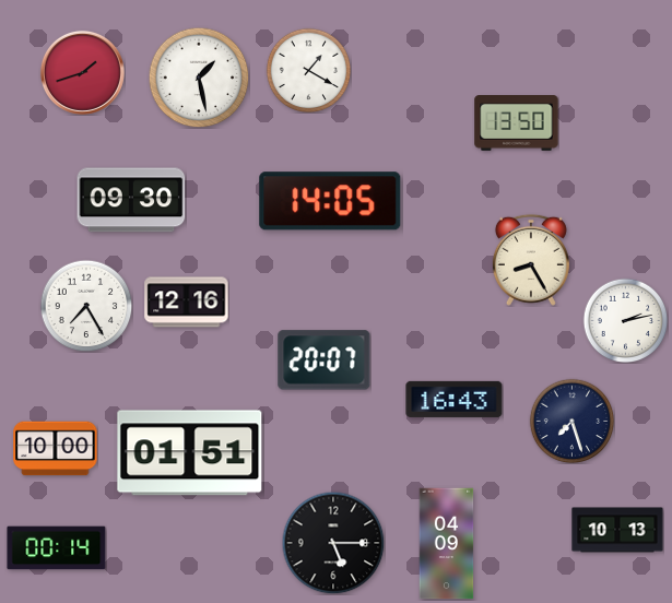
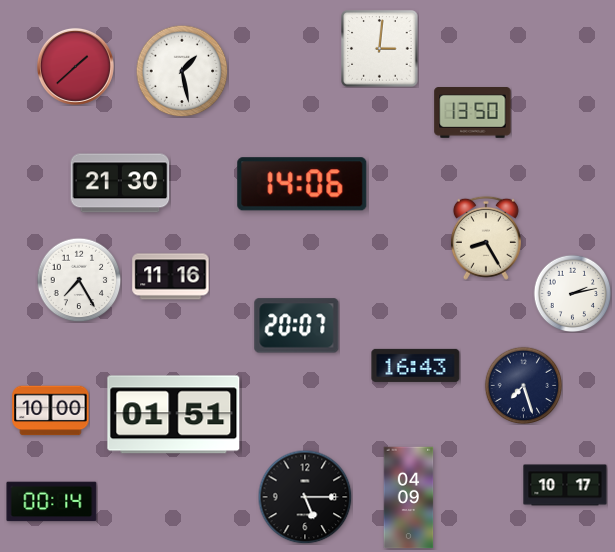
clock at (380, 49): none -> 3:01
clock at (308, 70): 1:20 -> none
clock at (82, 72): 1:42 -> 1:38
clock at (131, 200): 09:30 -> 21:30
clock at (330, 201): 14:05 -> 14:06
clock at (187, 303): 12:16 -> 11:16
clock at (325, 360) position: (325, 360) -> (297, 326)
clock at (617, 530): 10:13 -> 10:17
